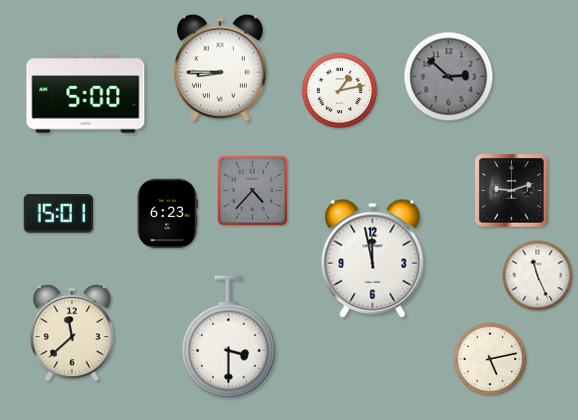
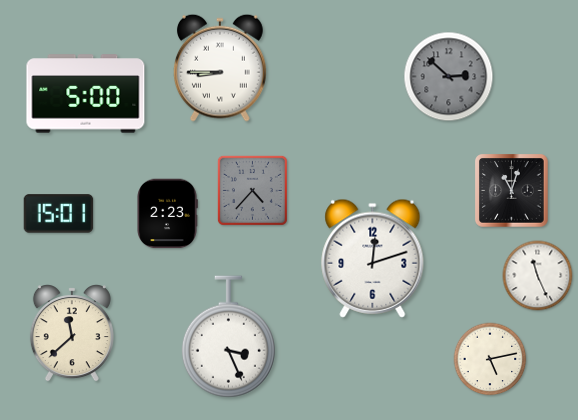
clock at (340, 91): 1:13 -> none
clock at (512, 191): 9:12 -> 11:03
clock at (167, 214): 6:23 -> 2:23
clock at (373, 258): 11:58 -> 12:12
clock at (228, 337): 3:30 -> 3:26
